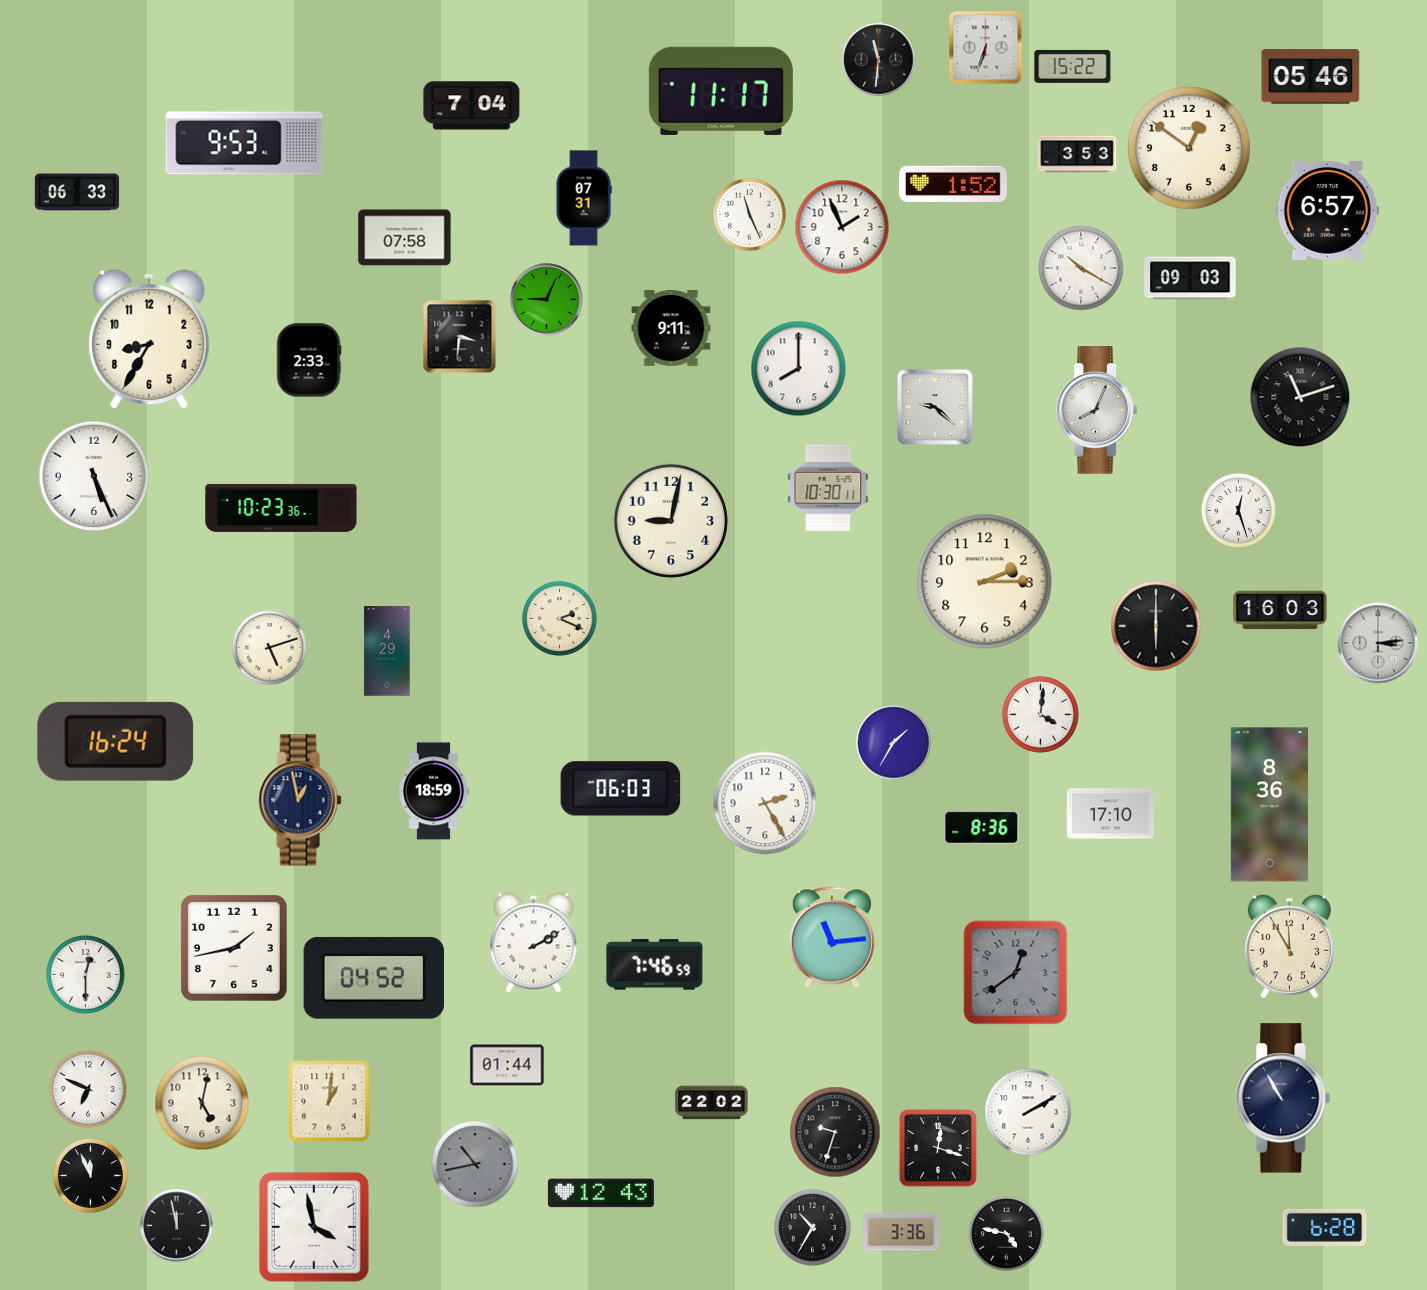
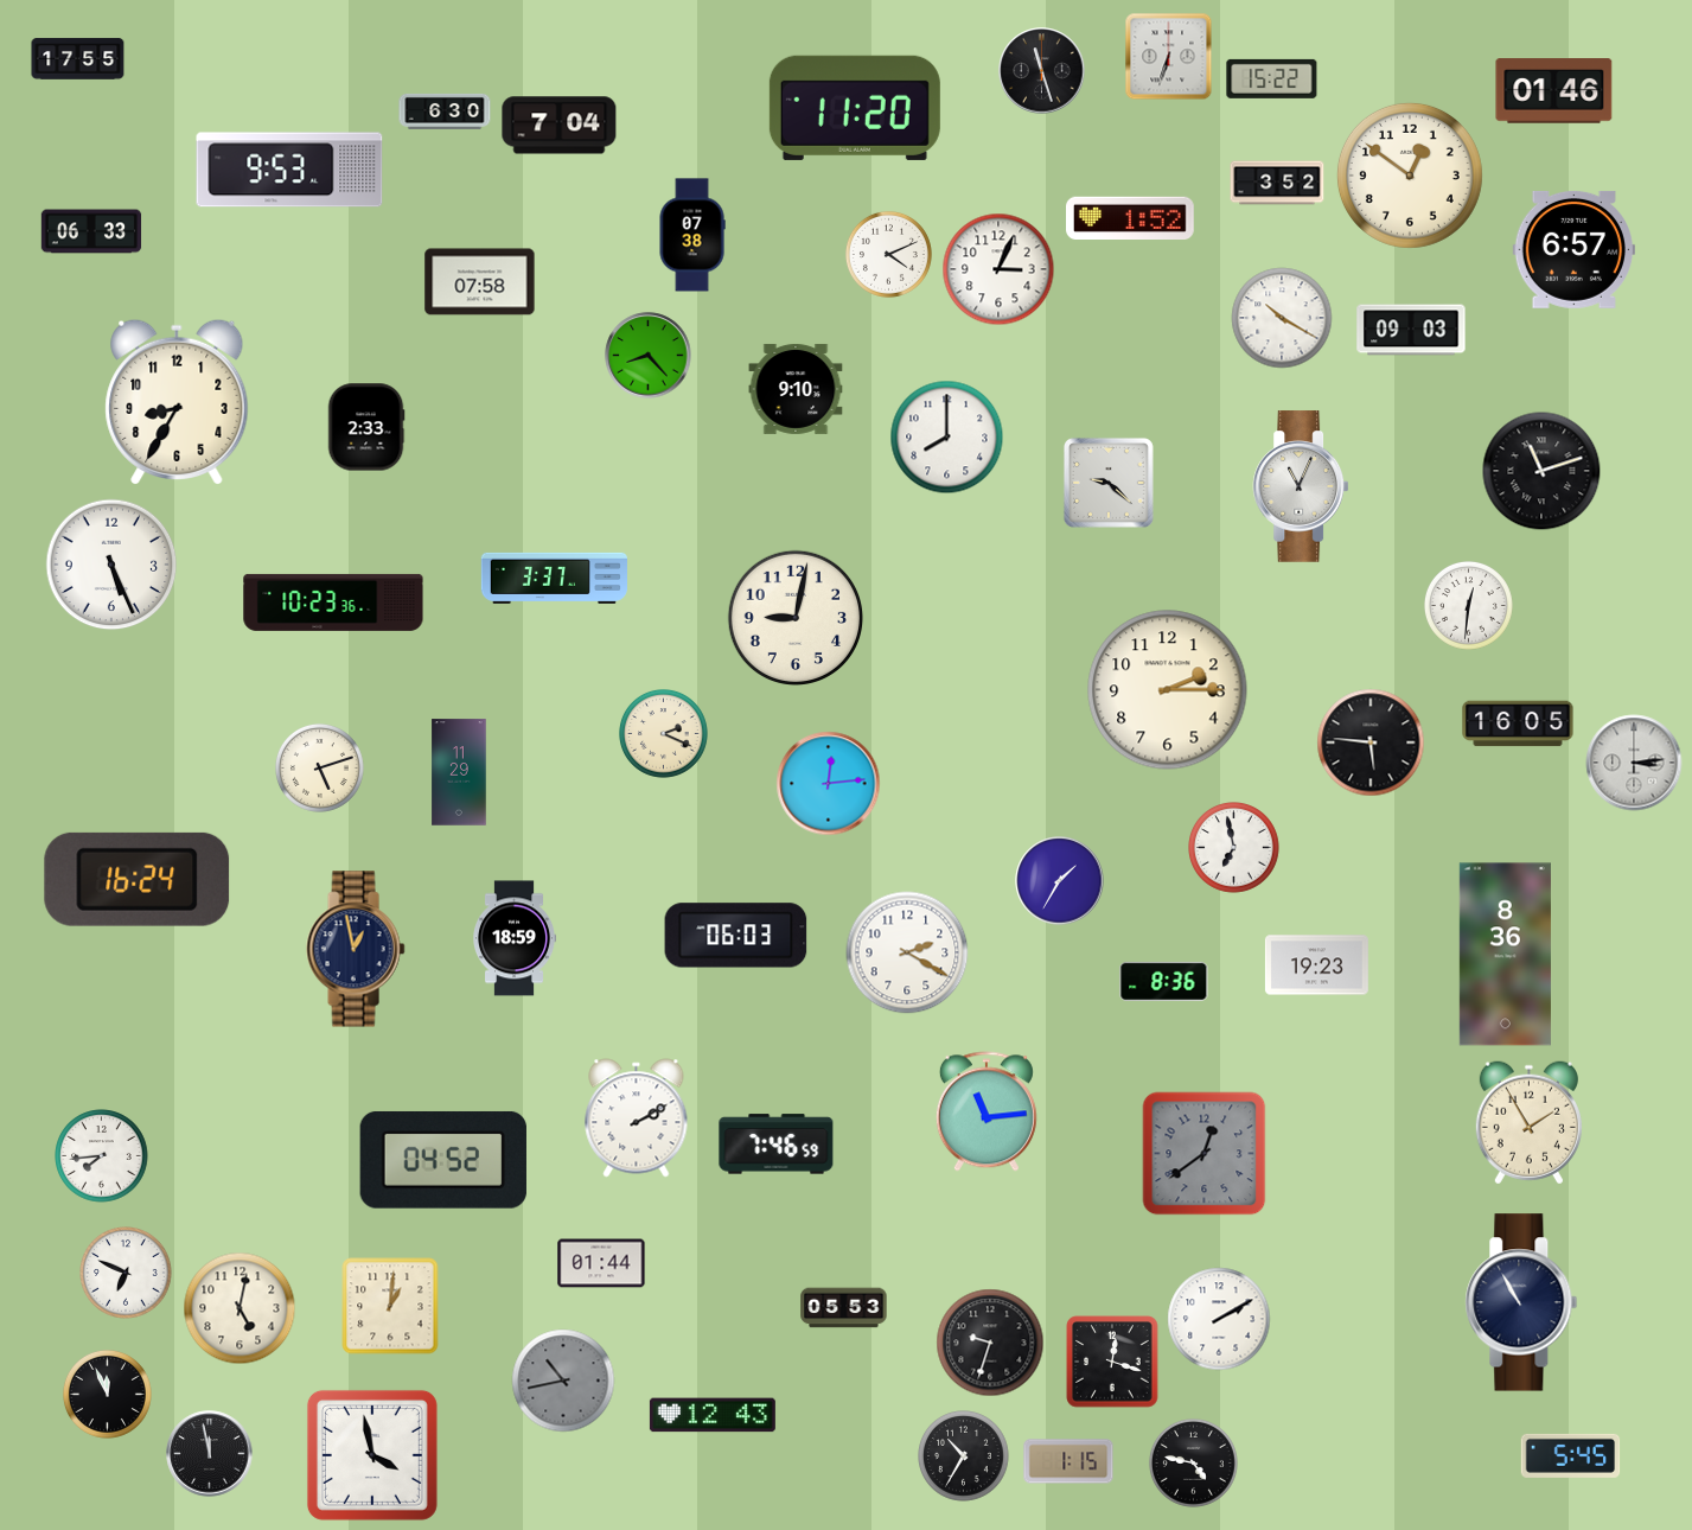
clock at (78, 59): none -> 17:55
clock at (879, 60): 11:31 -> 11:27
clock at (1311, 77): 05:46 -> 01:46
clock at (721, 91): 11:17 -> 11:20
clock at (445, 111): none -> 6:30
clock at (1077, 154): 3:53 -> 3:52
clock at (77, 192) position: (77, 192) -> (91, 231)
clock at (584, 198): 07:31 -> 07:38
clock at (749, 214): 11:26 -> 4:11
clock at (842, 227): 1:56 -> 3:04
clock at (547, 300): 9:04 -> 8:23
clock at (671, 328): 9:11 -> 9:10
clock at (460, 337): 3:31 -> none
clock at (1097, 410): 8:04 -> 11:04
clock at (554, 578): none -> 3:37
clock at (828, 488): 10:30 -> none
clock at (1238, 510): 12:27 -> 12:31
clock at (1280, 610): 16:03 -> 16:05
clock at (1156, 626): 6:00 -> 5:46
clock at (387, 651): 4:29 -> 11:29
clock at (829, 784): none -> 12:14
clock at (1041, 715): 4:01 -> 6:58
clock at (765, 803): 2:25 -> 2:20
clock at (1110, 814): 17:10 -> 19:23
clock at (534, 943) position: (534, 943) -> (637, 1118)
clock at (1289, 947): 11:55 -> 1:55
clock at (234, 948): 1:43 -> none
clock at (86, 975): 12:30 -> 7:44
clock at (88, 1089) position: (88, 1089) -> (126, 1273)
clock at (712, 1103): 22:02 -> 05:53
clock at (1325, 1227): 6:28 -> 5:45
clock at (901, 1232): 3:36 -> 1:15
